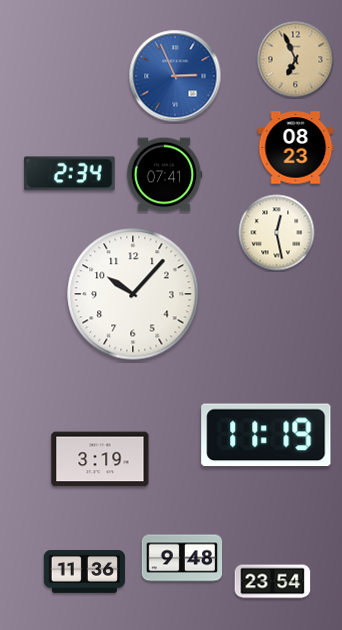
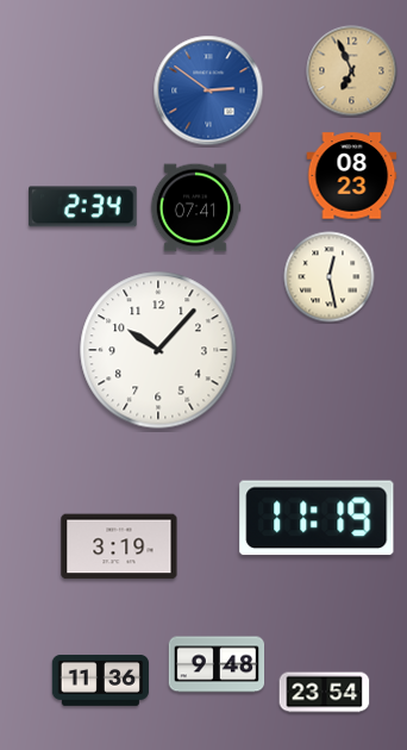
clock at (175, 76): 2:56 -> 2:51
